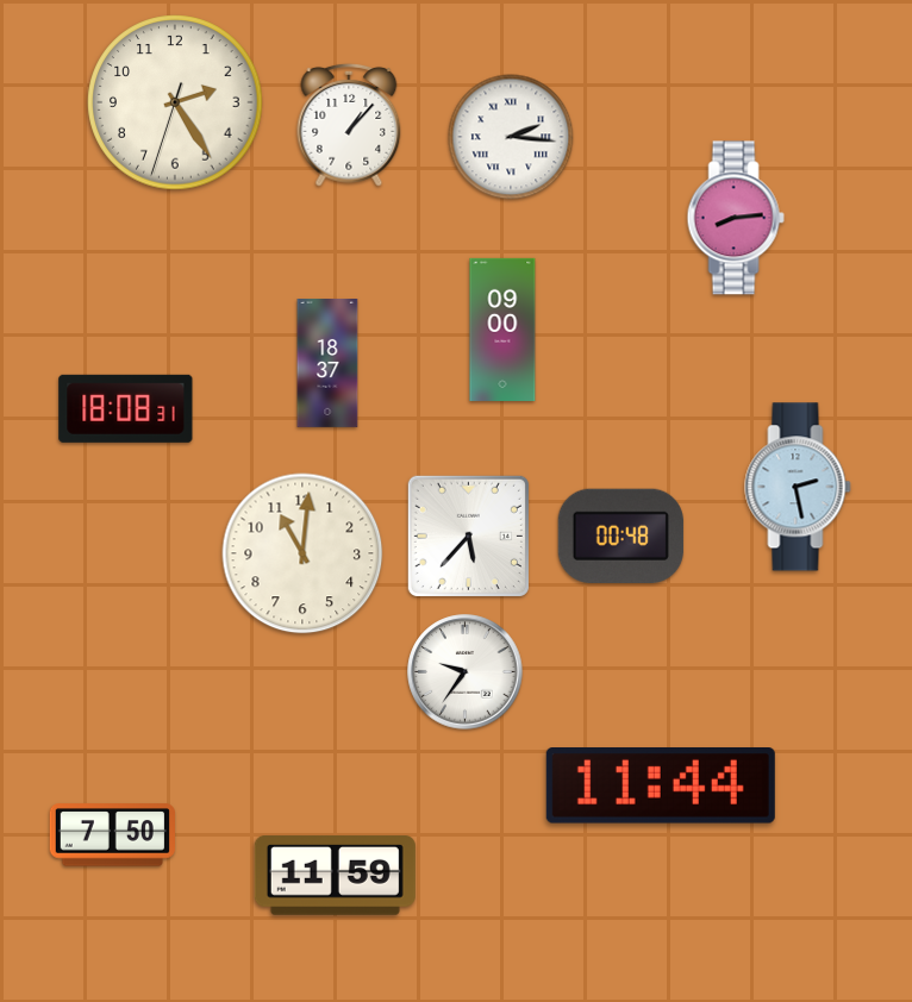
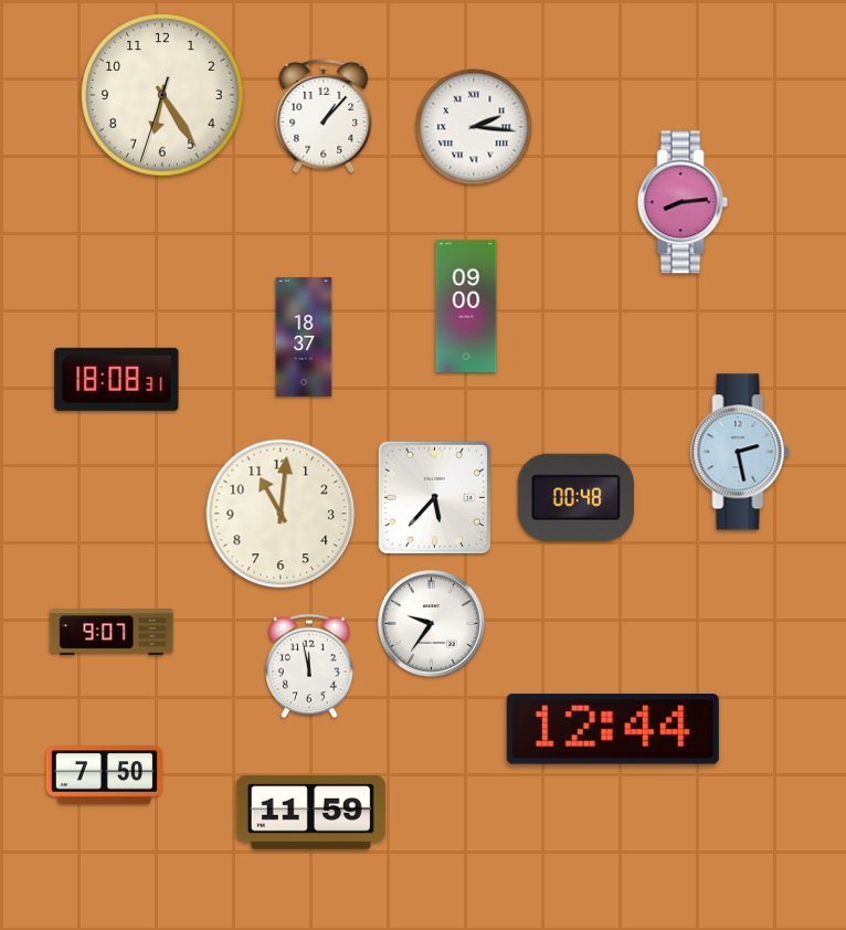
clock at (175, 102): 2:24 -> 6:24
clock at (112, 633): none -> 9:07
clock at (309, 666): none -> 11:58
clock at (661, 787): 11:44 -> 12:44
